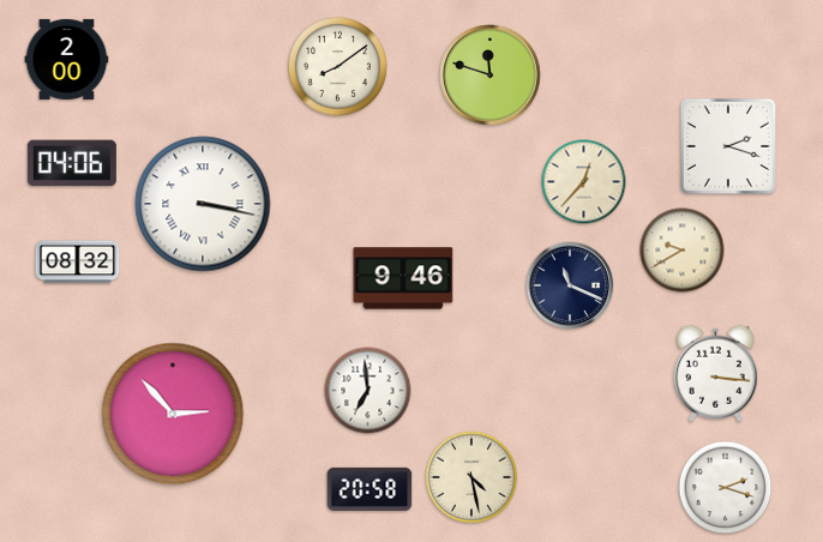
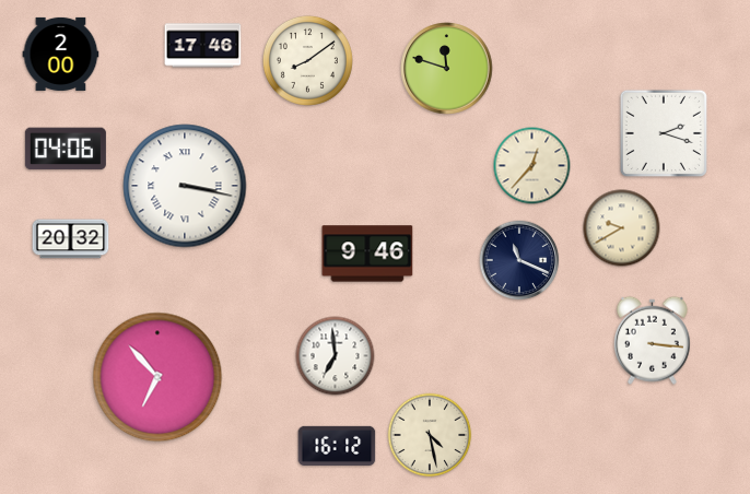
clock at (203, 46): none -> 17:46
clock at (78, 263): 08:32 -> 20:32
clock at (173, 414): 2:53 -> 6:53
clock at (726, 488): 2:18 -> none
clock at (370, 489): 20:58 -> 16:12
